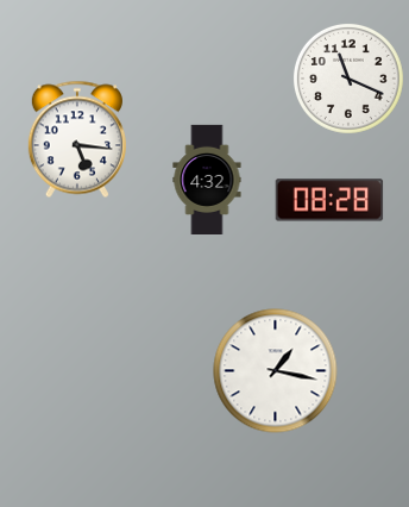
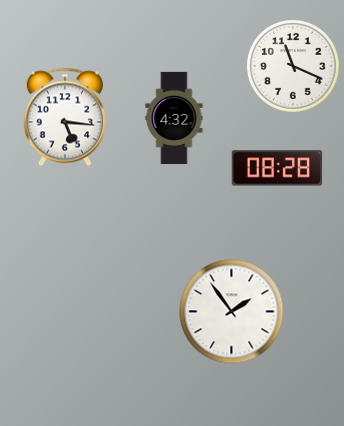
clock at (207, 179) position: (207, 179) -> (174, 117)
clock at (276, 371): 1:17 -> 1:54
